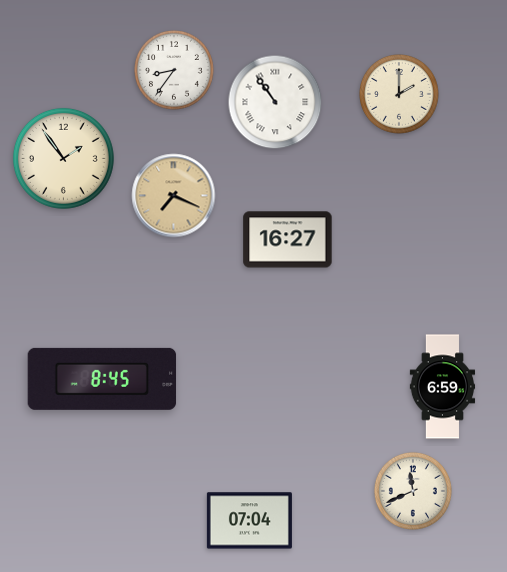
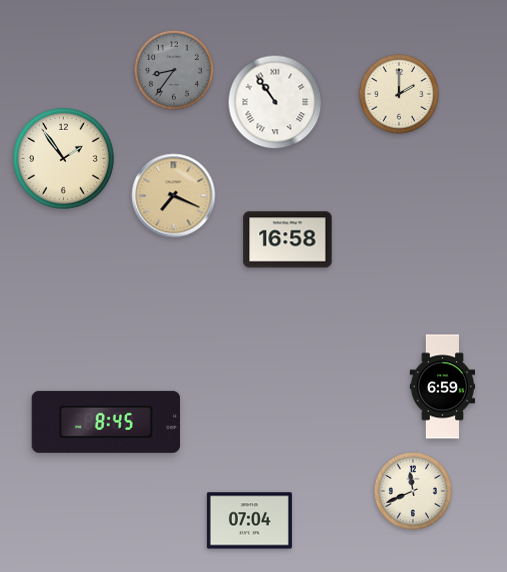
clock at (175, 71) dial: white -> grey
clock at (288, 240): 16:27 -> 16:58
clock at (102, 379) position: (102, 379) -> (106, 422)
